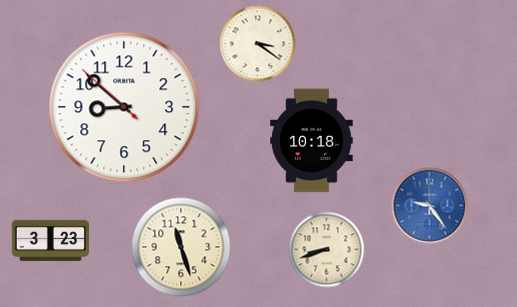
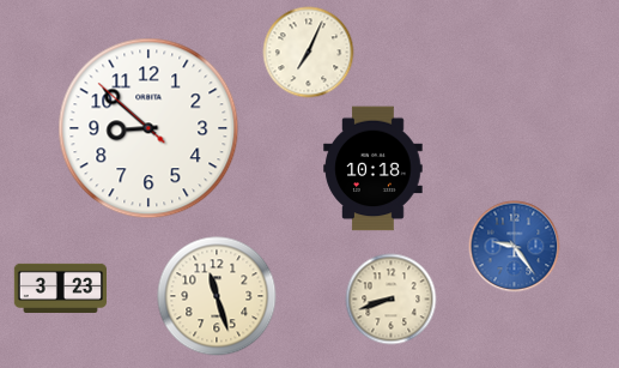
clock at (258, 44): 3:21 -> 7:04
